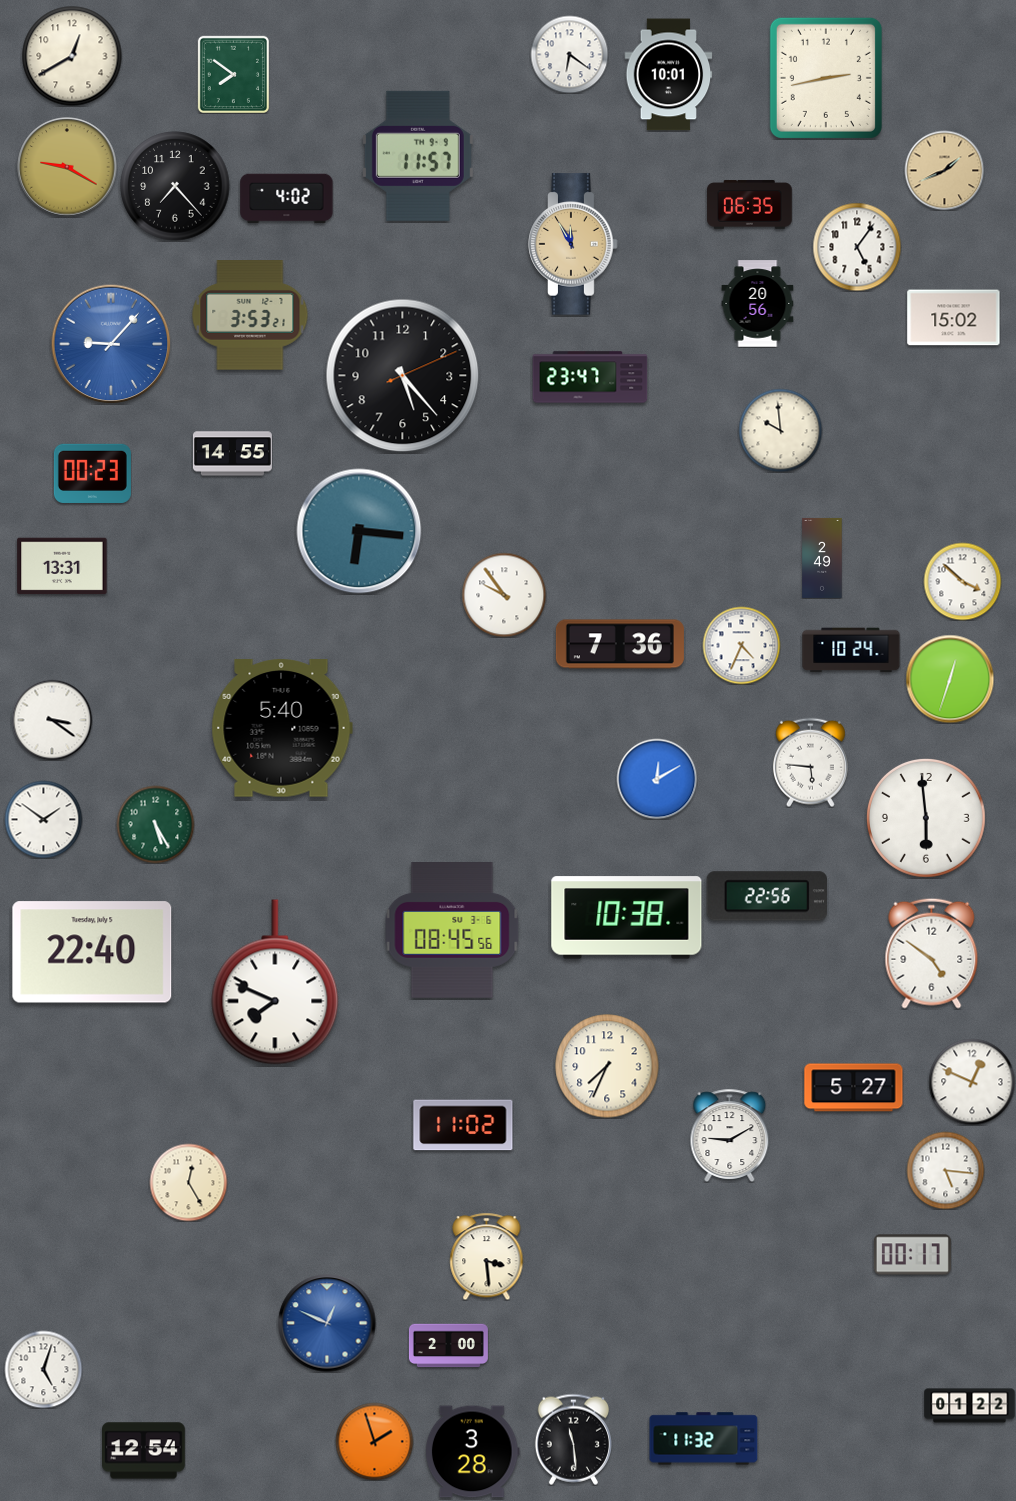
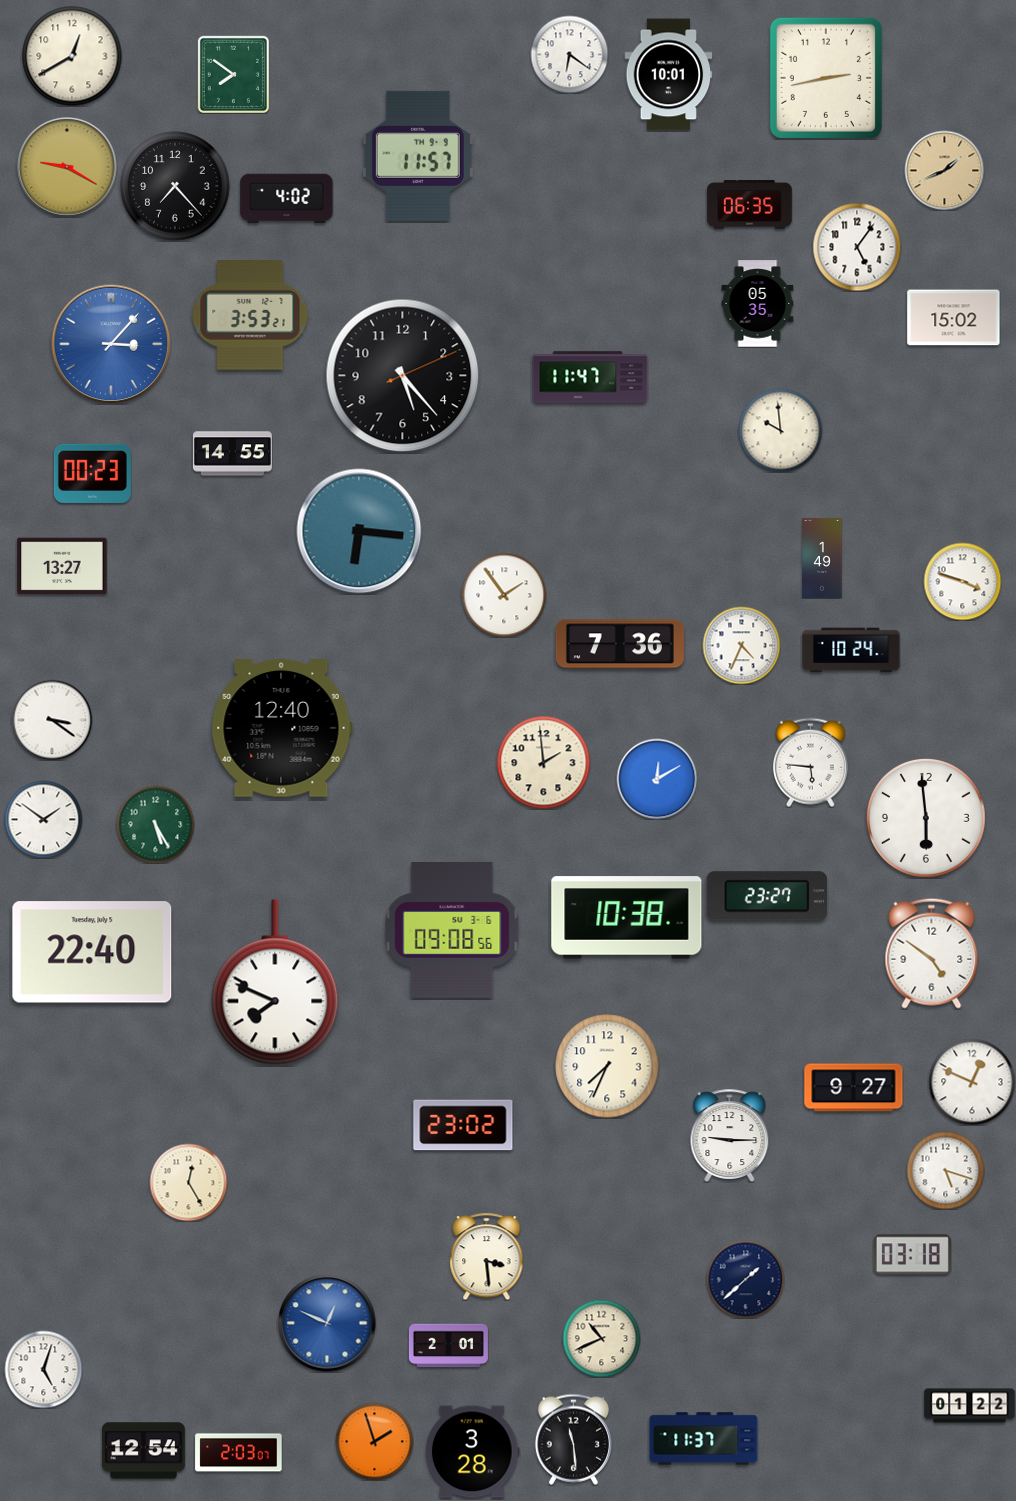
clock at (573, 244): 11:55 -> none
clock at (758, 304): 20:56 -> 05:35
clock at (111, 344): 9:07 -> 3:07
clock at (590, 377): 23:47 -> 11:47
clock at (822, 558): 2:49 -> 1:49
clock at (62, 566): 13:31 -> 13:27
clock at (962, 581): 3:52 -> 3:48
clock at (504, 595): 9:54 -> 1:54
clock at (950, 679): 12:33 -> none
clock at (282, 728): 5:40 -> 12:40
clock at (543, 762): none -> 1:59
clock at (766, 896): 22:56 -> 23:27
clock at (452, 931): 08:45 -> 09:08
clock at (854, 1088): 5:27 -> 9:27
clock at (463, 1125): 11:02 -> 23:02
clock at (730, 1135): 9:10 -> 9:15
clock at (945, 1170): 5:16 -> 5:18
clock at (912, 1255): 00:17 -> 03:18
clock at (745, 1279): none -> 1:38
clock at (601, 1338): none -> 10:41
clock at (448, 1346): 2:00 -> 2:01
clock at (704, 1439): 11:32 -> 11:37
clock at (239, 1453): none -> 2:03
